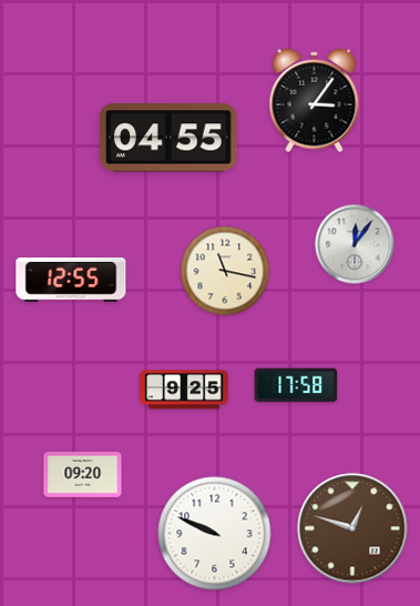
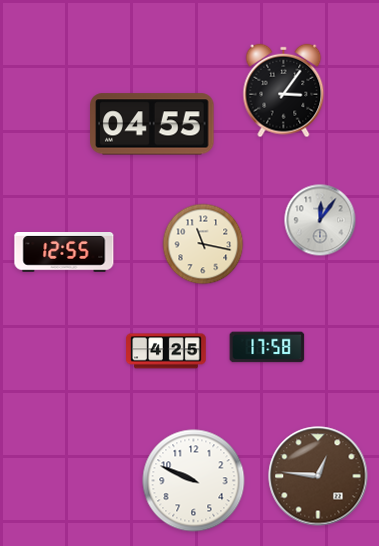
clock at (184, 390): 9:25 -> 4:25
clock at (83, 475): 09:20 -> none
clock at (352, 528): 12:48 -> 12:46
